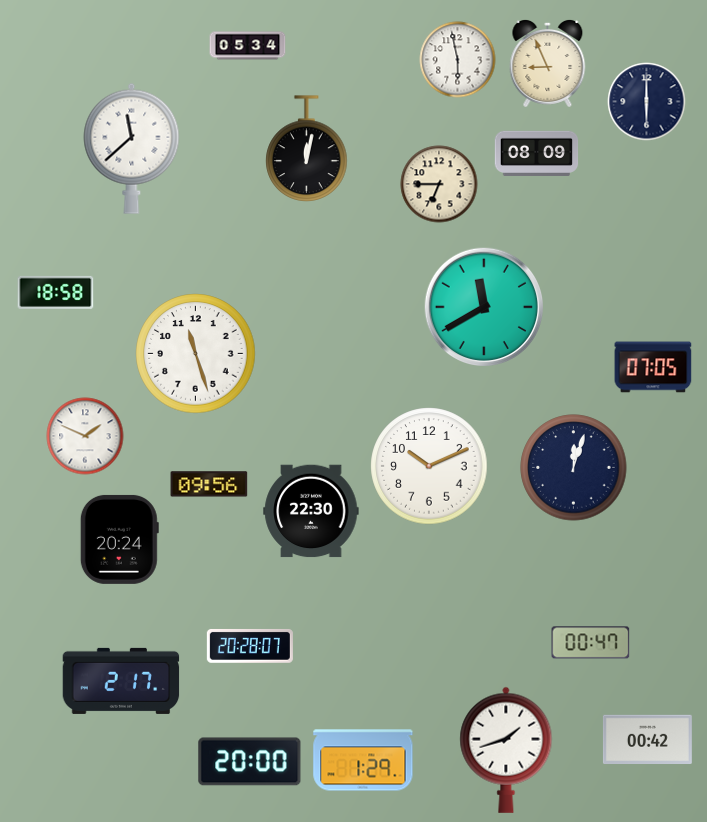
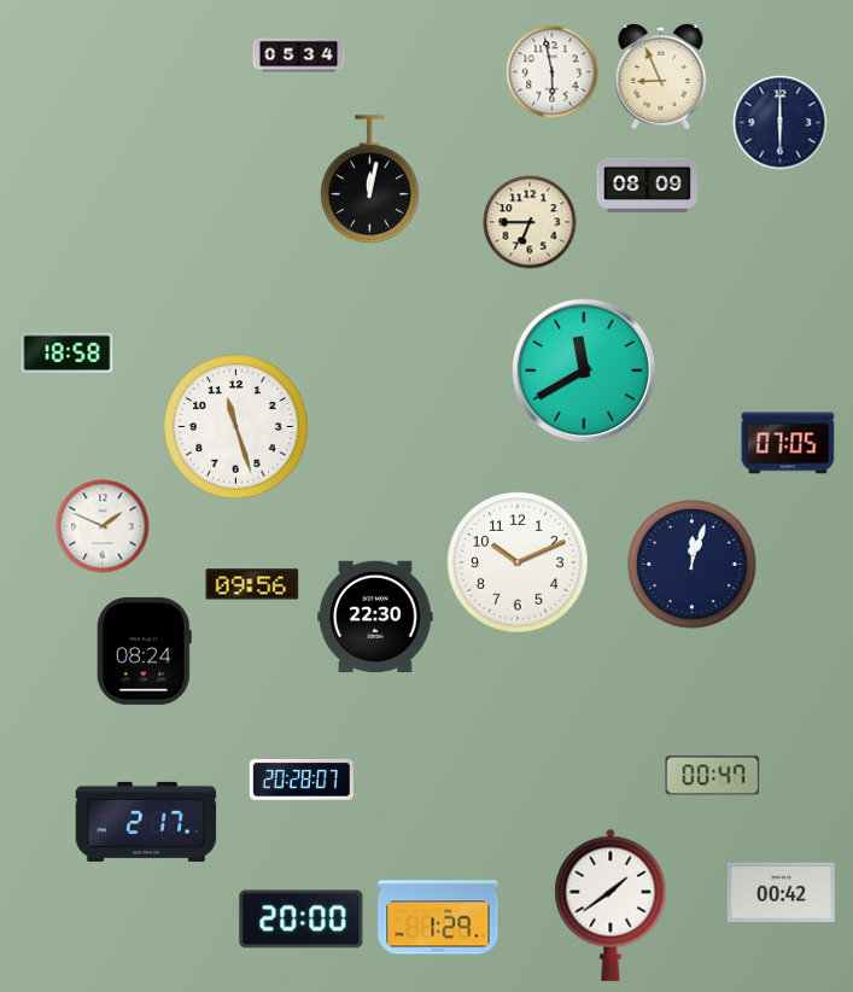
clock at (132, 148): 11:38 -> none
clock at (119, 539): 20:24 -> 08:24
clock at (506, 750): 1:42 -> 1:39
